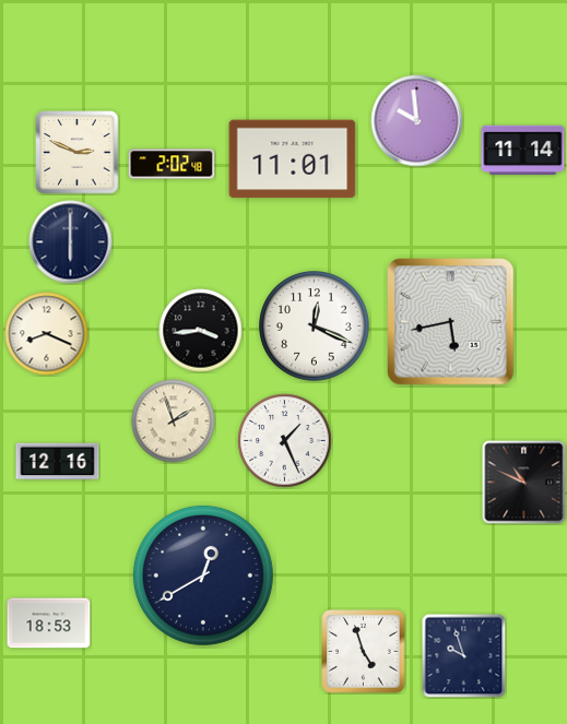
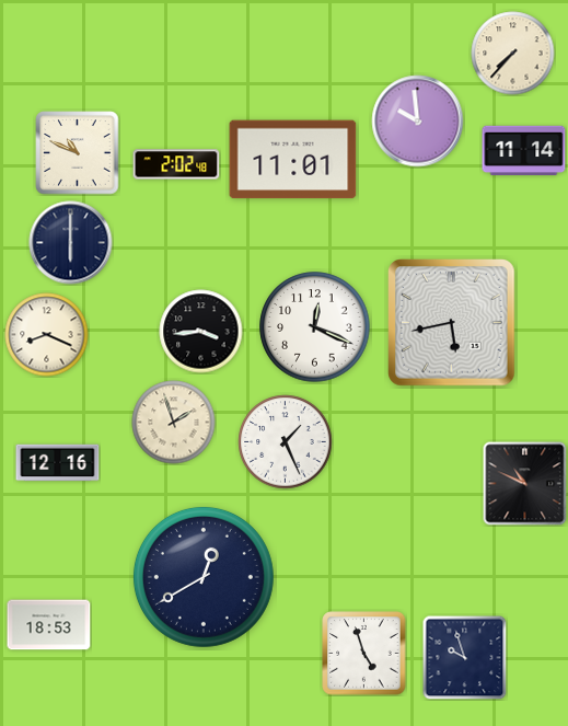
clock at (513, 54): none -> 7:37
clock at (78, 153): 2:49 -> 10:49
clock at (172, 164) position: (172, 164) -> (176, 164)
